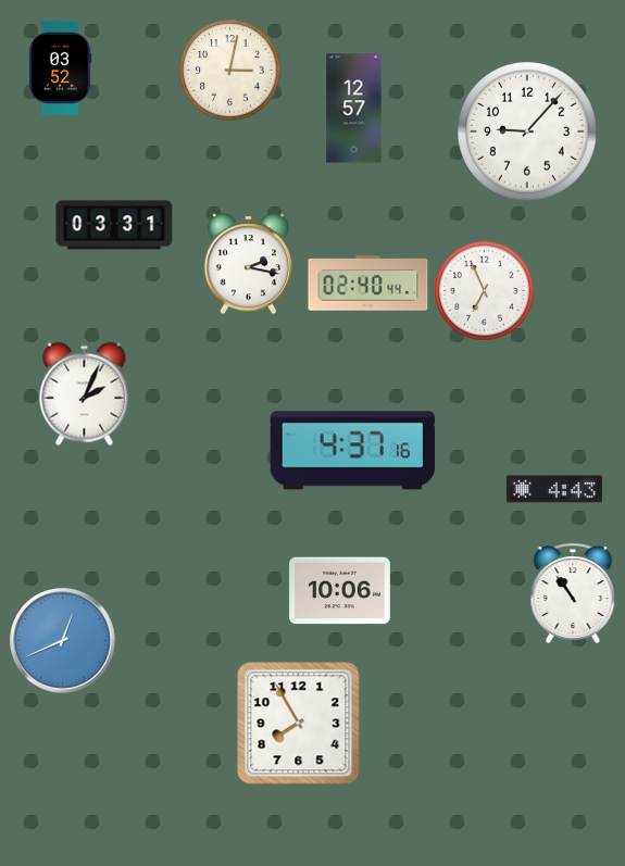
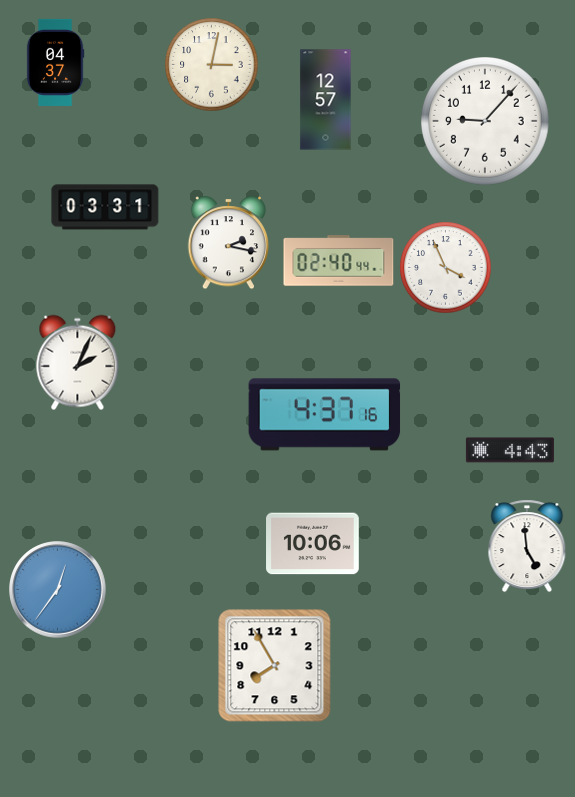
clock at (60, 67): 03:52 -> 04:37
clock at (485, 291): 6:56 -> 3:56
clock at (573, 593): 10:54 -> 4:59
clock at (63, 641): 12:41 -> 12:36
